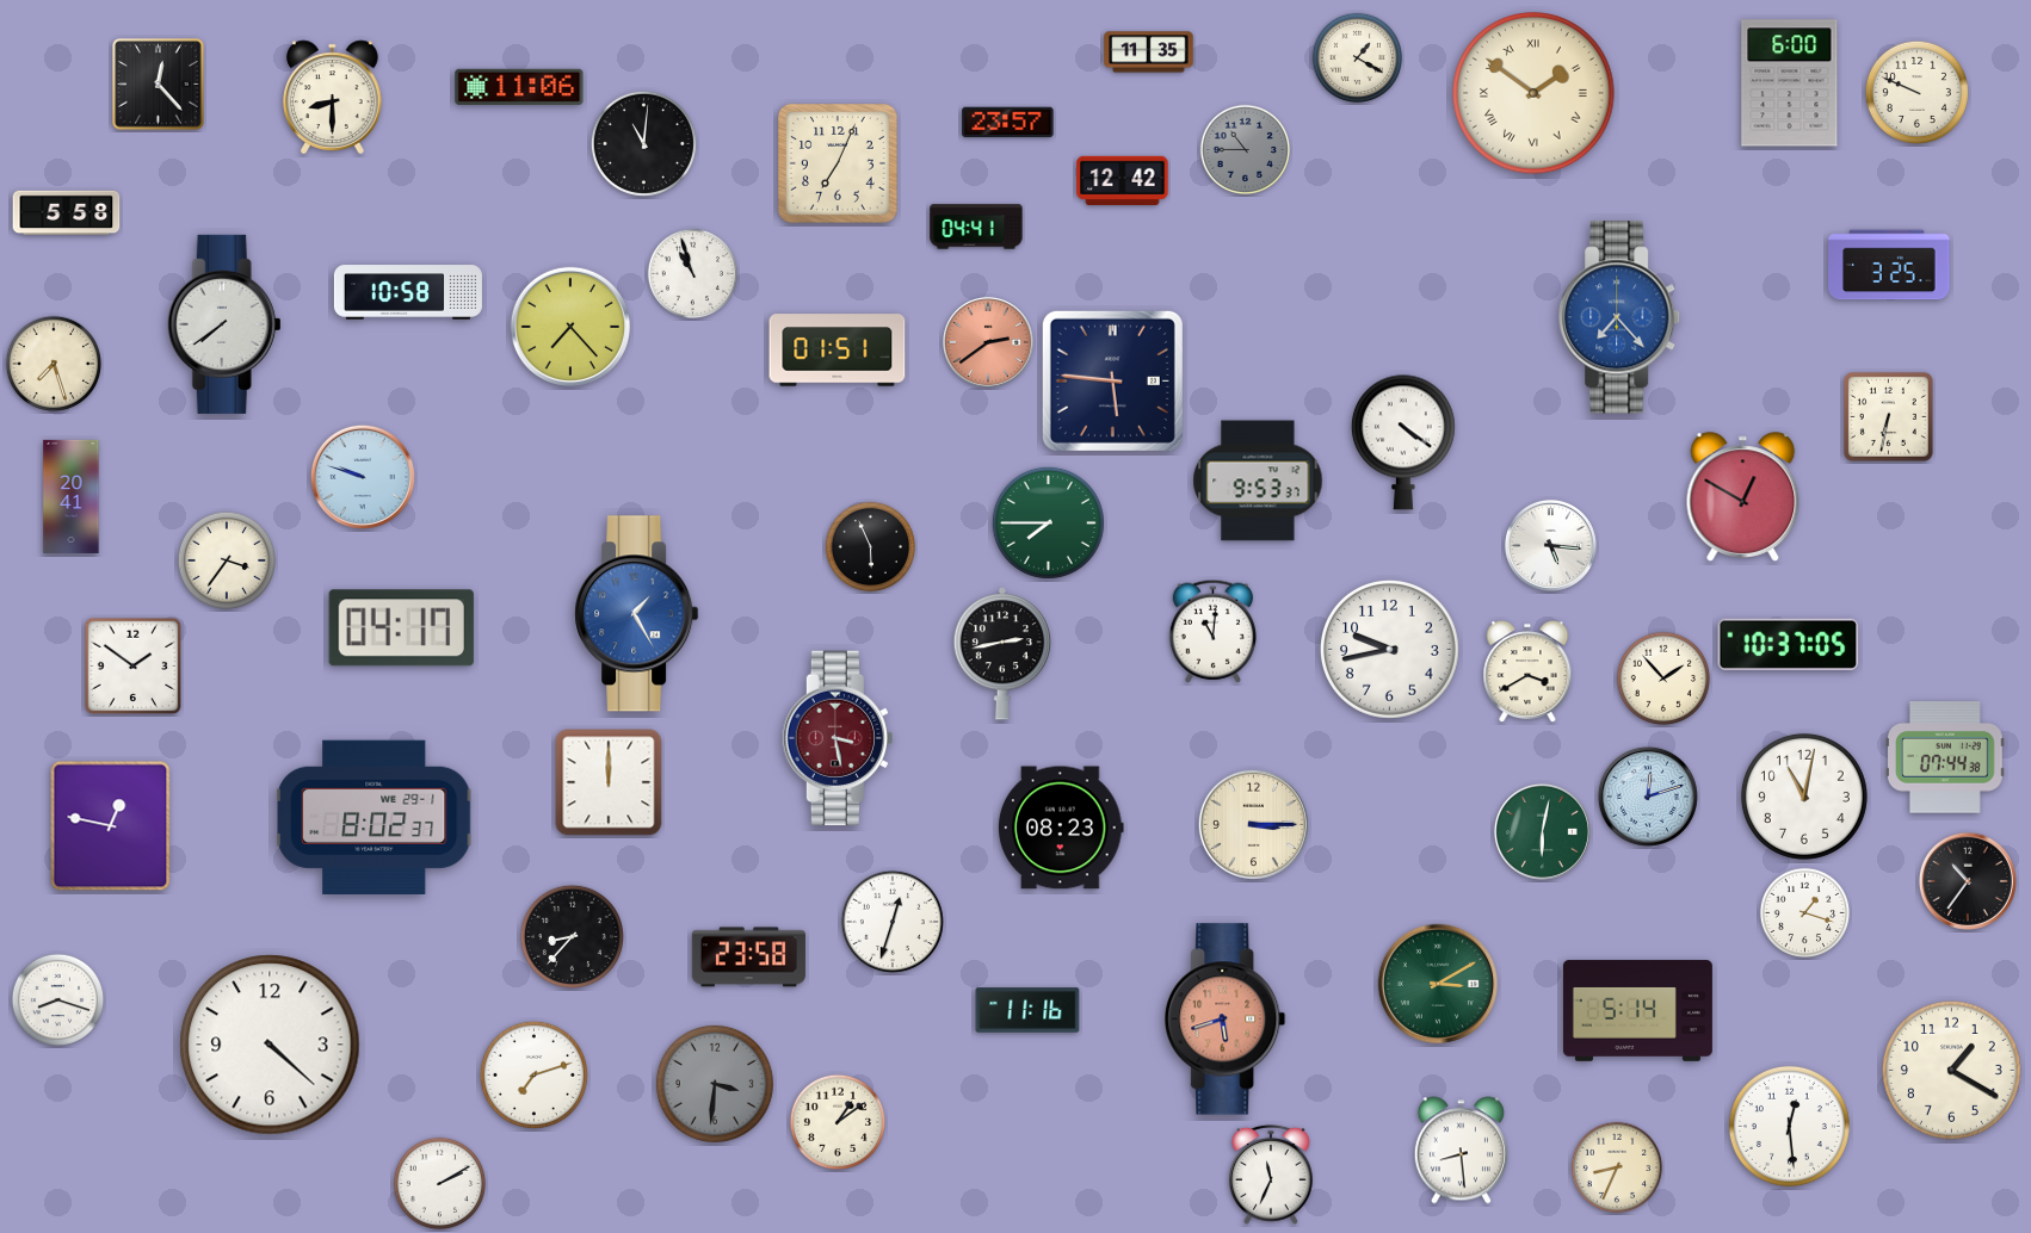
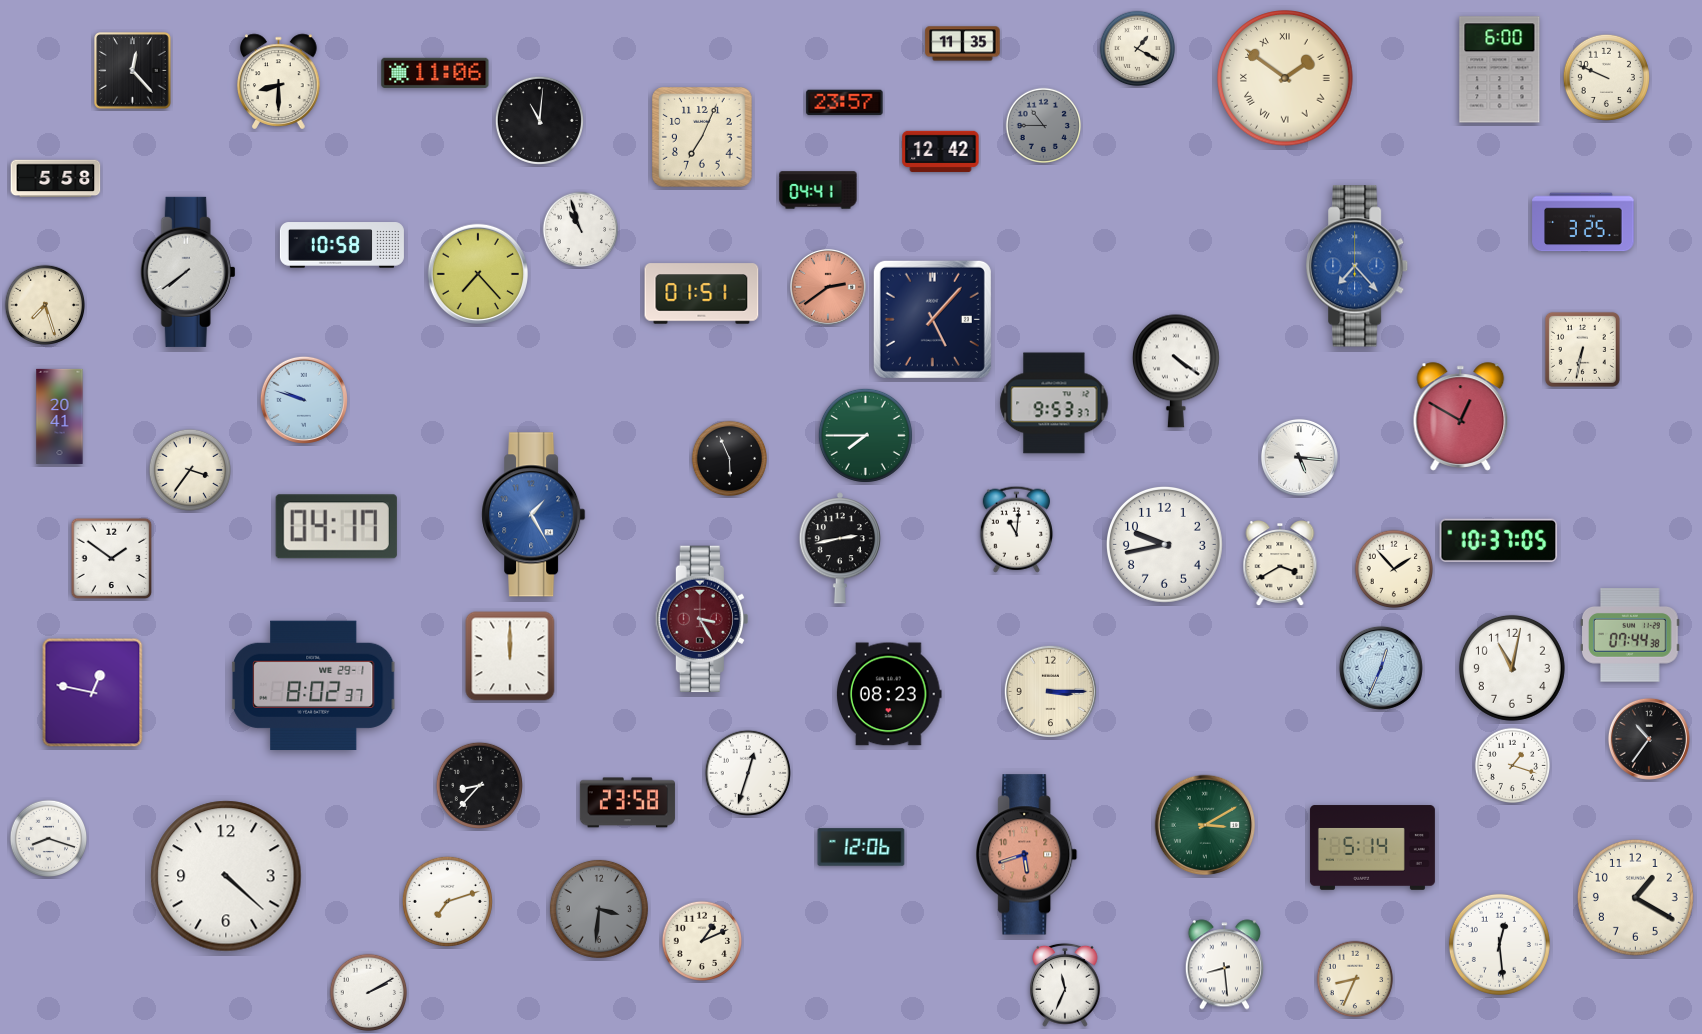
clock at (1112, 380): 5:46 -> 5:07
clock at (1048, 522) position: (1048, 522) -> (865, 435)
clock at (838, 738): 3:28 -> 3:25
clock at (1648, 797): 12:12 -> 12:34
clock at (1542, 831): 6:02 -> none
clock at (1027, 1010): 11:16 -> 12:06
clock at (837, 1121): 1:09 -> 1:11
